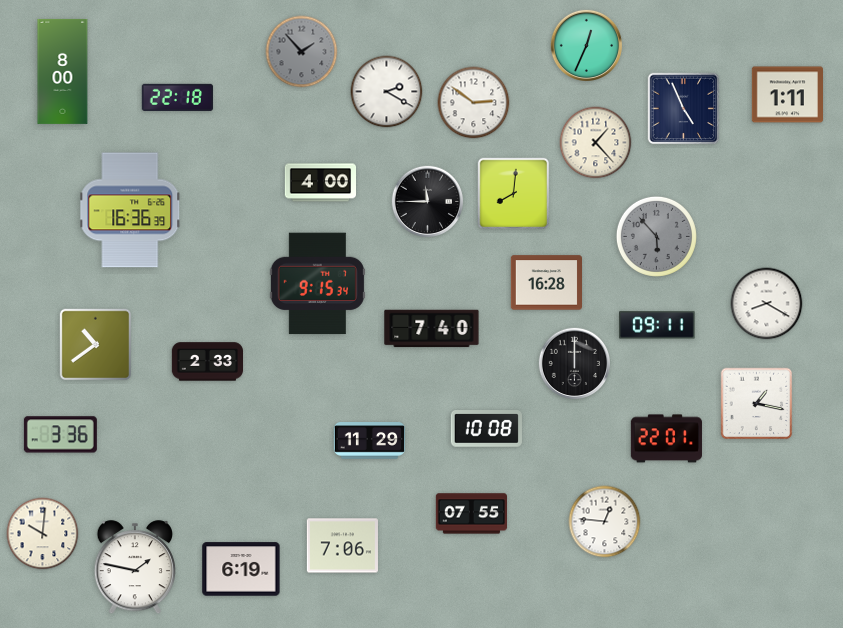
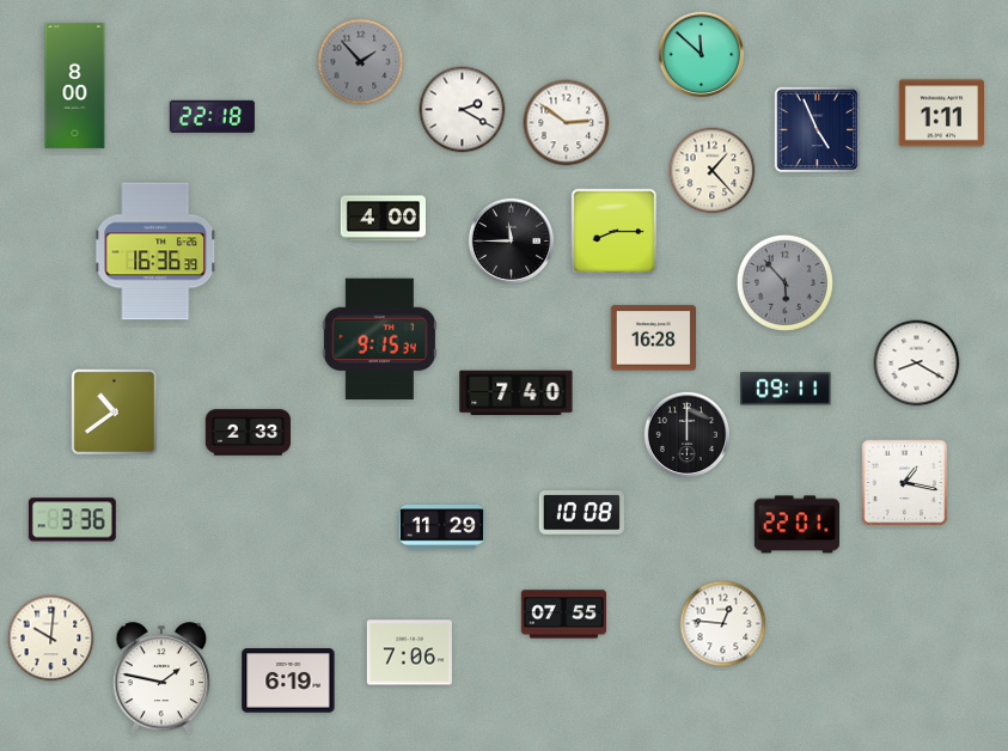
clock at (586, 45): 12:34 -> 11:52
clock at (514, 194): 8:01 -> 8:15
